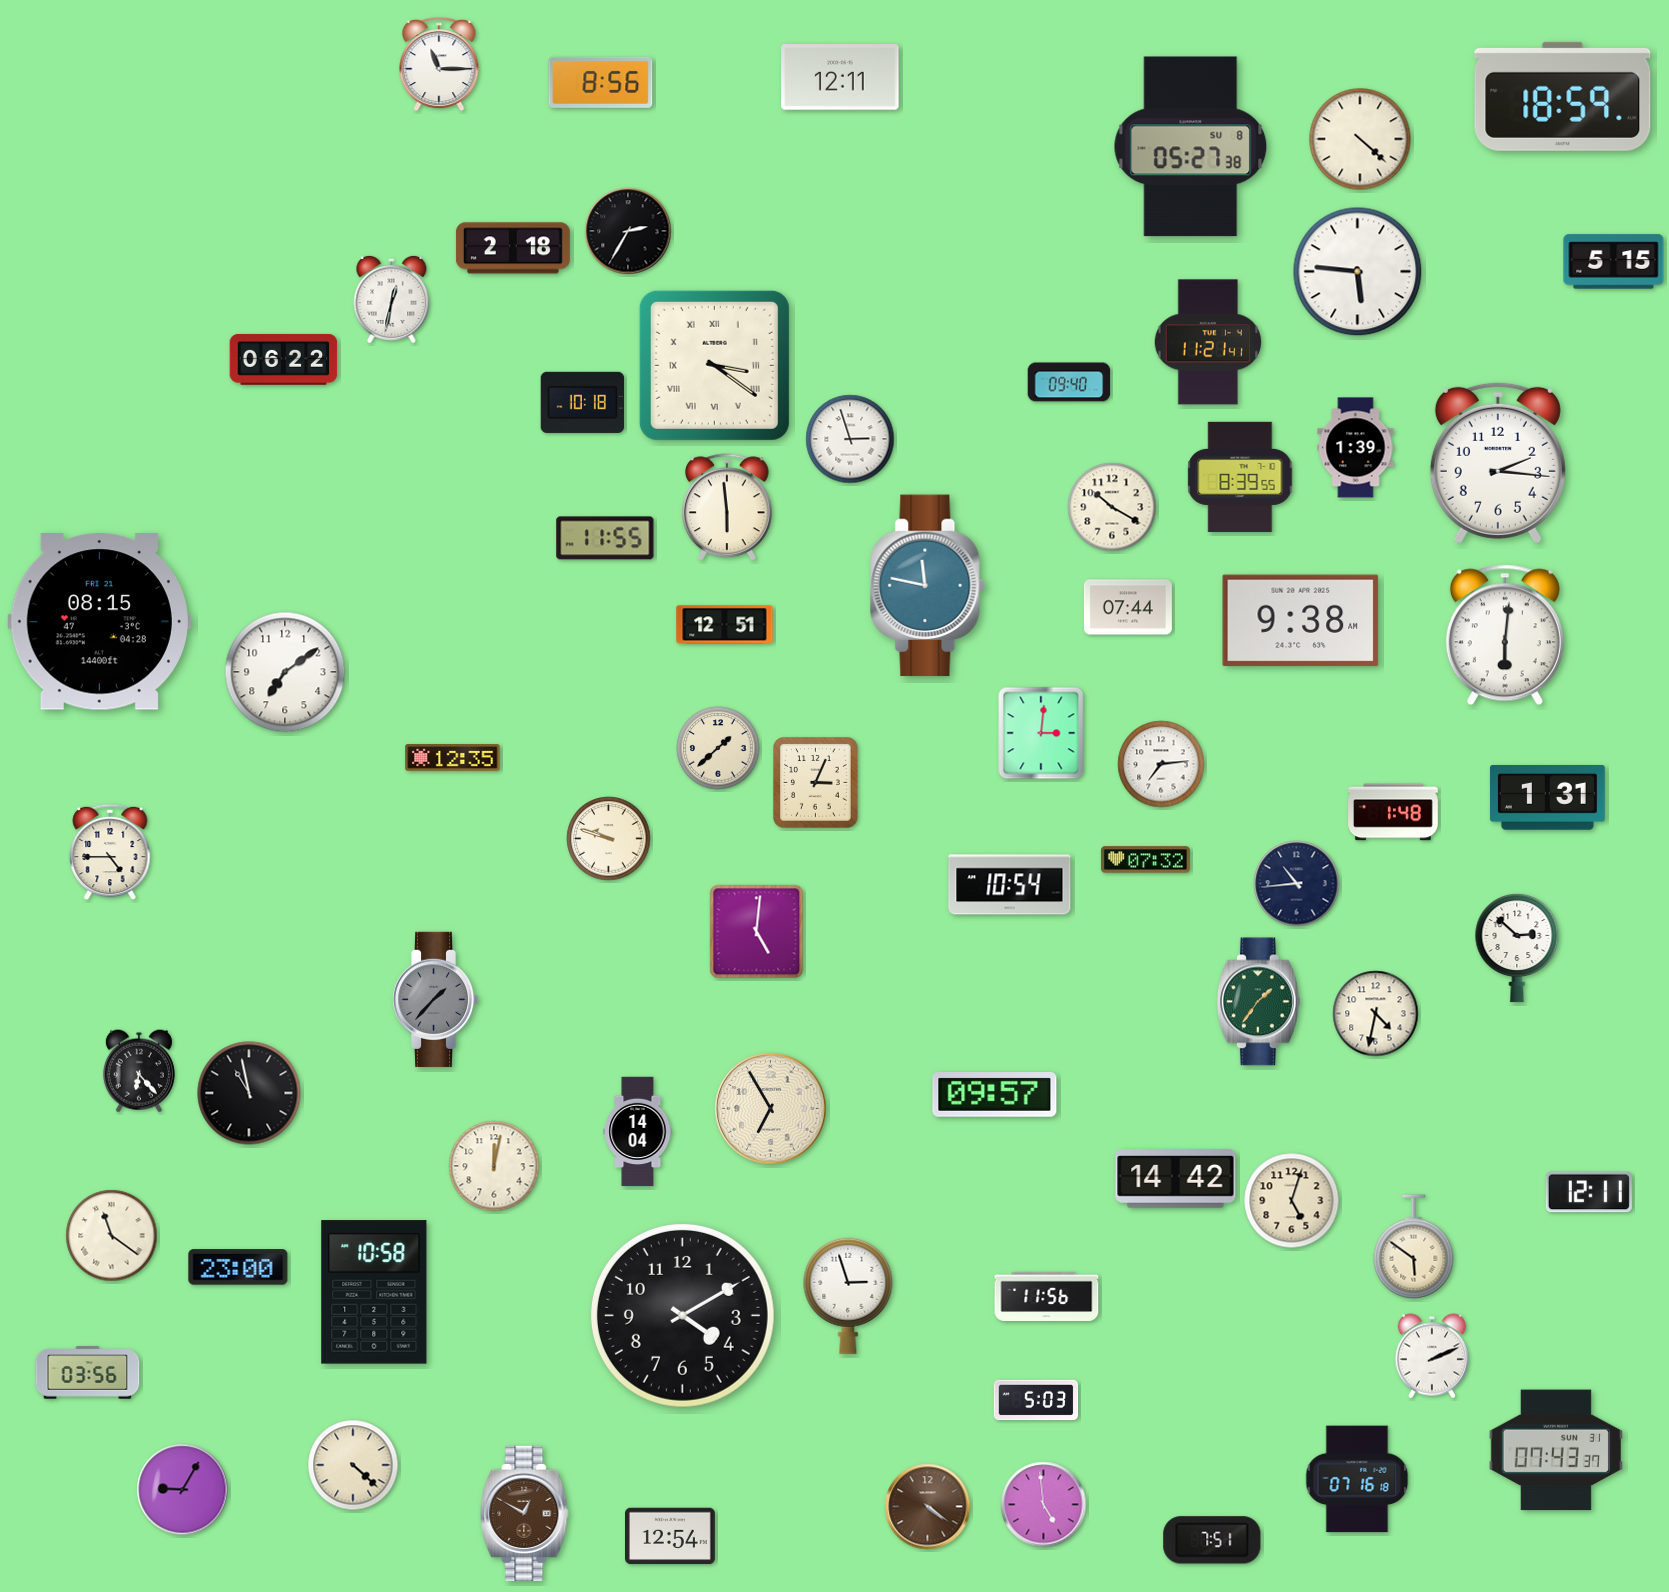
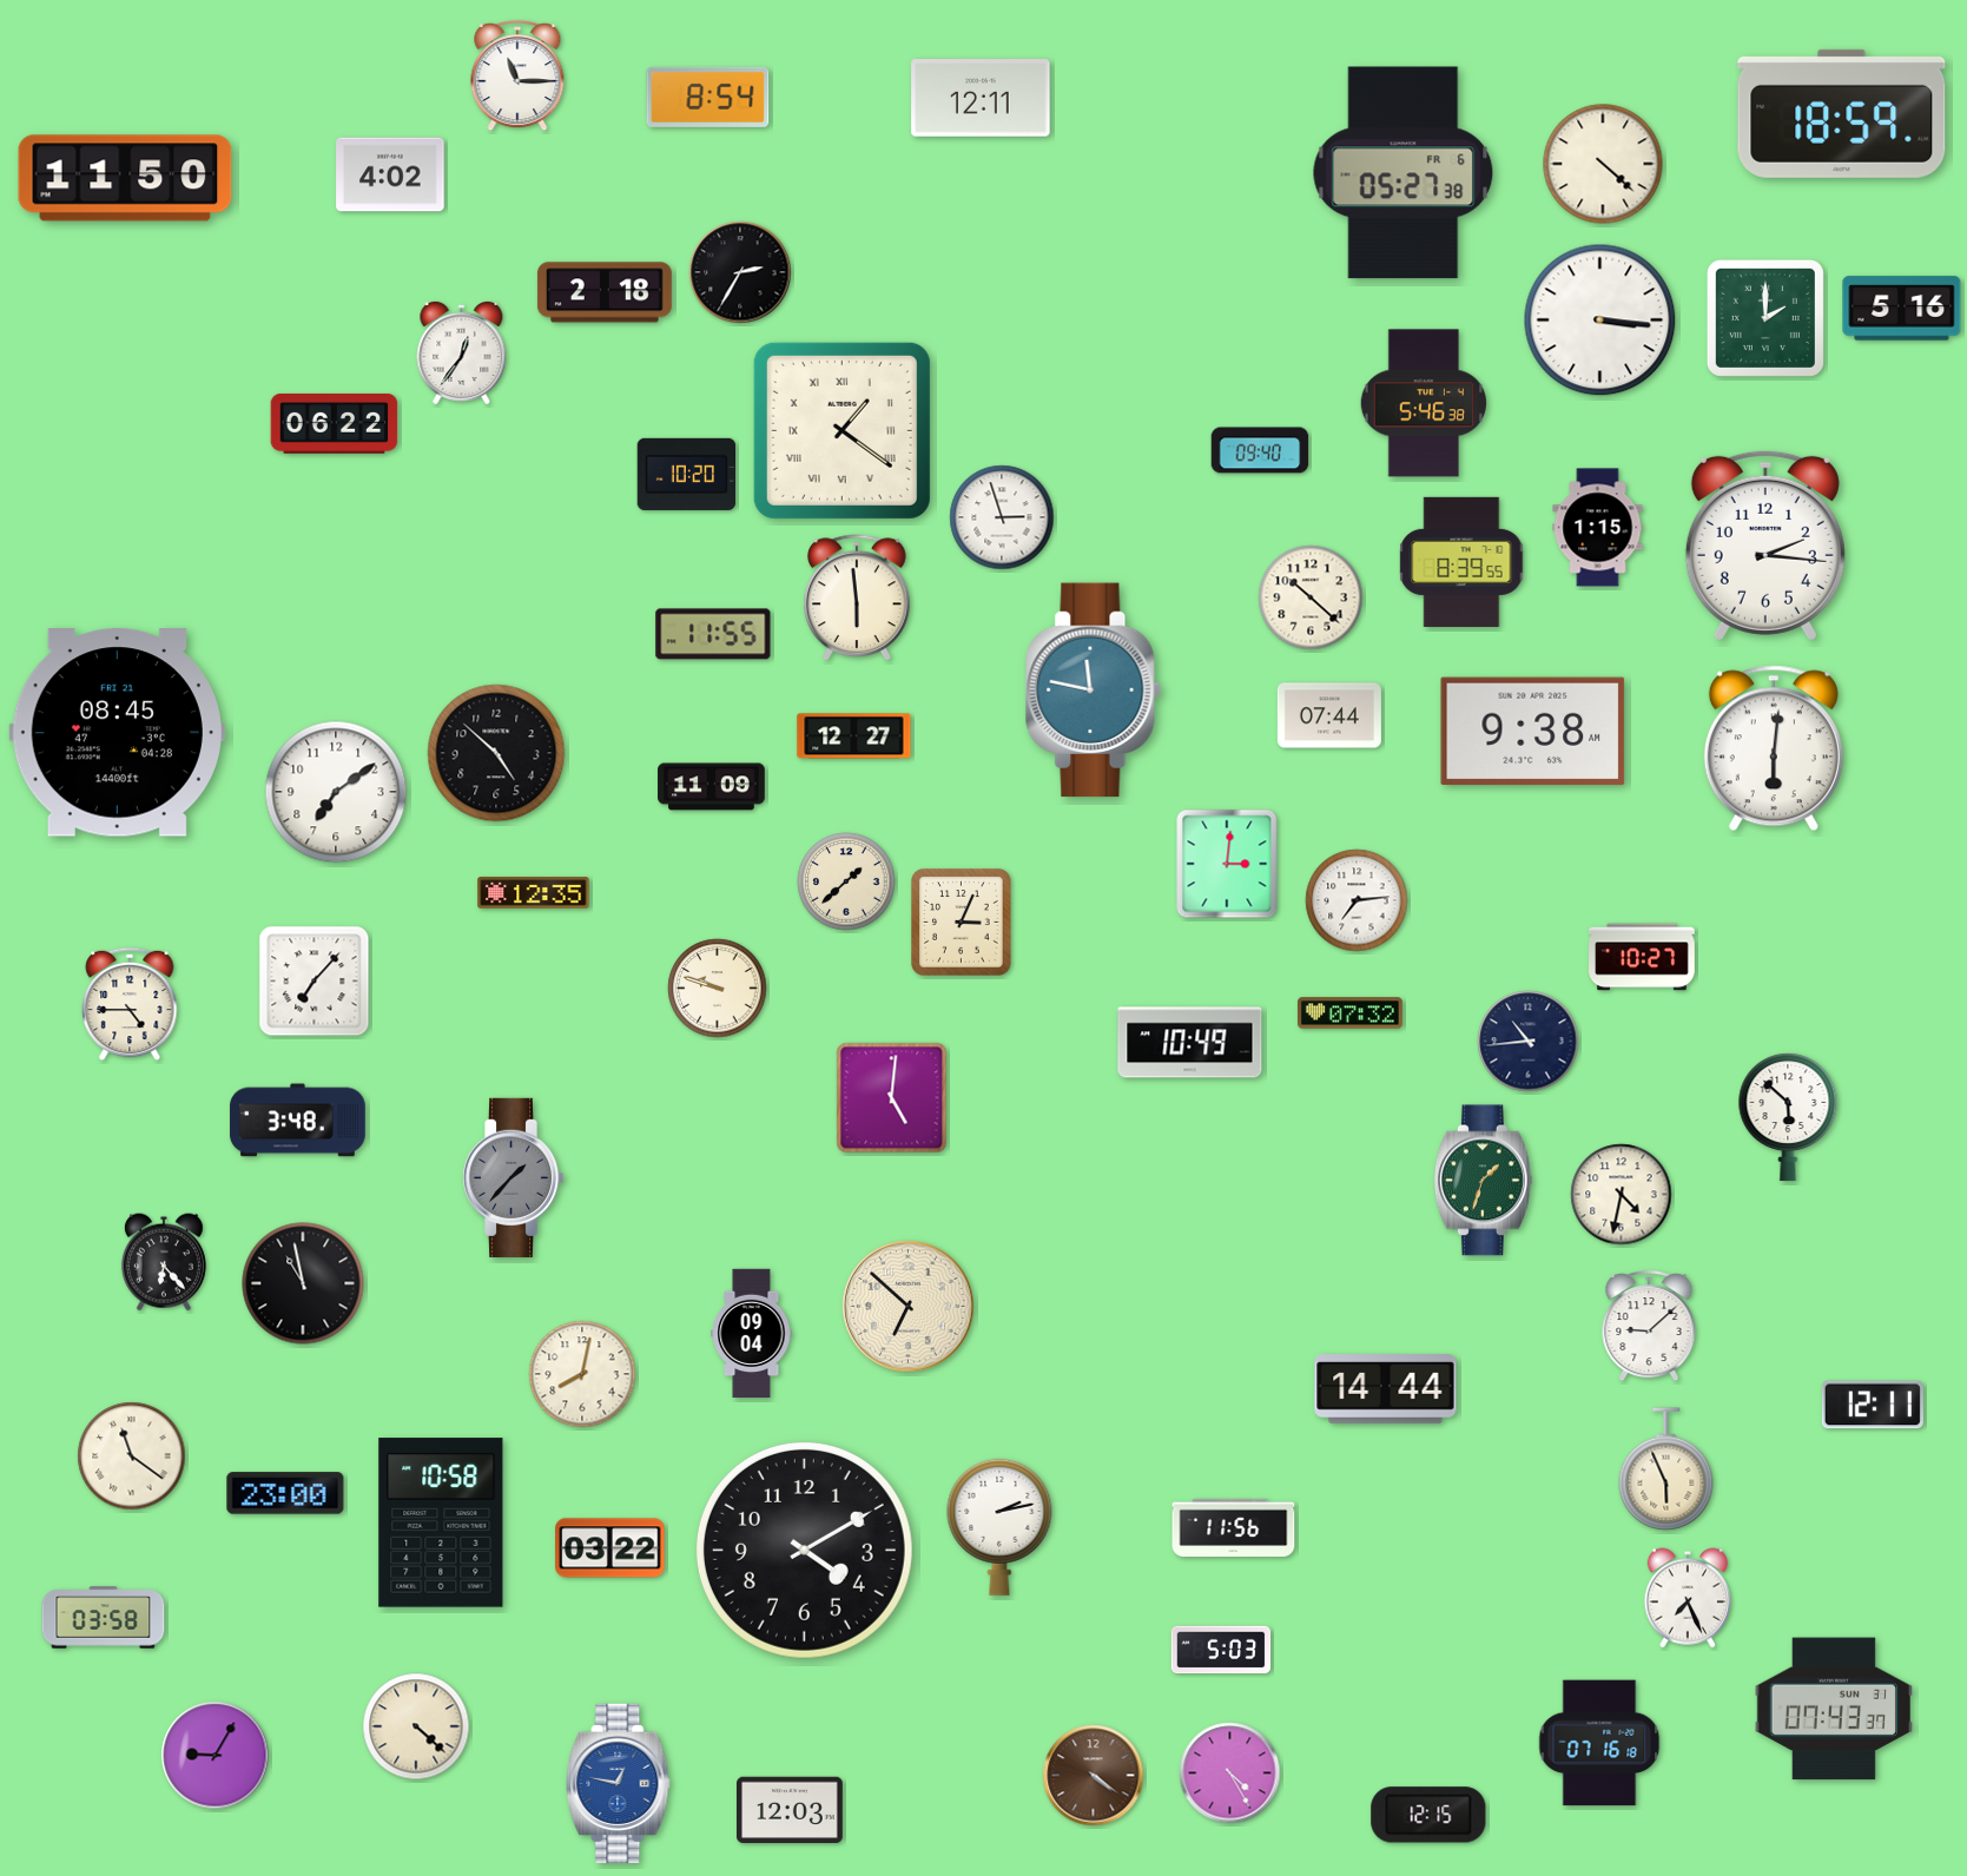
clock at (840, 77) position: (840, 77) -> (981, 98)
clock at (601, 82): 8:56 -> 8:54
clock at (1191, 147) date: SU 8 -> FR 6
clock at (390, 174): none -> 4:02
clock at (125, 178): none -> 11:50
clock at (1614, 262): 5:15 -> 5:16
clock at (1765, 318): none -> 2:00
clock at (1358, 272): 5:46 -> 3:16
clock at (392, 299): 12:32 -> 12:36
clock at (1207, 342): 11:21 -> 5:46
clock at (714, 365): 3:21 -> 1:21
clock at (583, 402): 10:18 -> 10:20
clock at (1356, 448): 1:39 -> 1:15
clock at (1112, 507): 10:20 -> 10:22
clock at (99, 622): 08:15 -> 08:45
clock at (725, 625): 12:51 -> 12:27
clock at (496, 753): none -> 4:52
clock at (712, 787): none -> 11:09
clock at (1161, 764) position: (1161, 764) -> (1357, 900)
clock at (1547, 798): 1:31 -> none
clock at (1393, 812): 1:48 -> 10:27
clock at (315, 982): none -> 7:07
clock at (1010, 885): 10:54 -> 10:49
clock at (1517, 949): 2:52 -> 5:52
clock at (298, 1121): none -> 3:48
clock at (1258, 1002): 1:36 -> 1:33
clock at (249, 1093) position: (249, 1093) -> (303, 1283)
clock at (995, 1095): 09:57 -> none
clock at (771, 1109): 6:55 -> 6:52
clock at (1649, 1327): none -> 9:08
clock at (638, 1132): 14:04 -> 09:04
clock at (494, 1166): 12:02 -> 8:02
clock at (1176, 1179): 14:42 -> 14:44
clock at (1292, 1201): 5:03 -> none
clock at (1414, 1247): 5:51 -> 5:56
clock at (238, 1267) position: (238, 1267) -> (285, 1493)
clock at (848, 1296): 2:57 -> 2:13
clock at (610, 1548): none -> 03:22
clock at (1431, 1356): 2:11 -> 7:26
clock at (88, 1373): 03:56 -> 03:58
clock at (1044, 1505): 4:59 -> 4:25
clock at (525, 1513): 12:50 -> 12:47
clock at (525, 1513) dial: brown -> blue
clock at (671, 1536): 12:54 -> 12:03
clock at (1212, 1540): 7:51 -> 12:15
